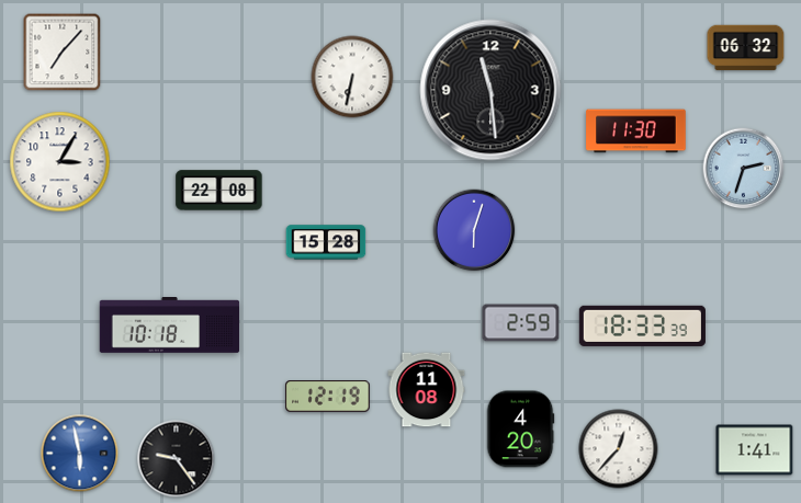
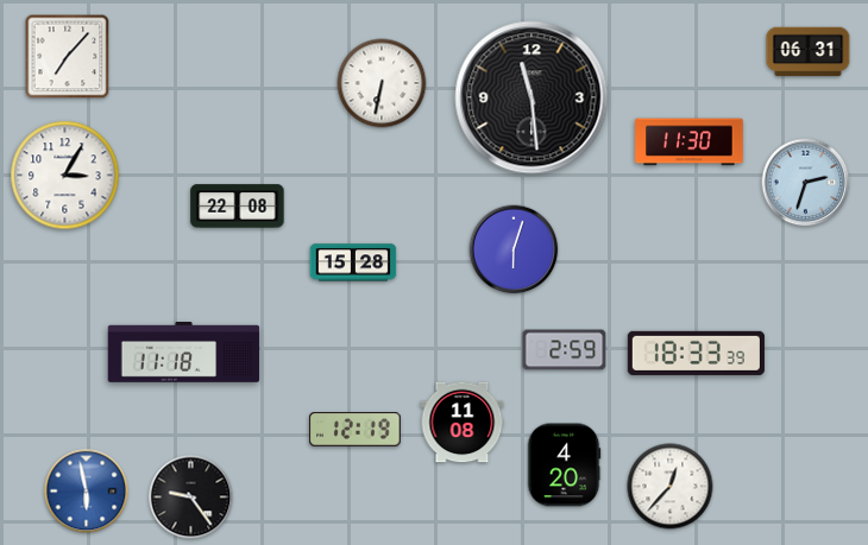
clock at (746, 48): 06:32 -> 06:31
clock at (170, 325): 10:18 -> 11:18
clock at (755, 450): 1:41 -> none
